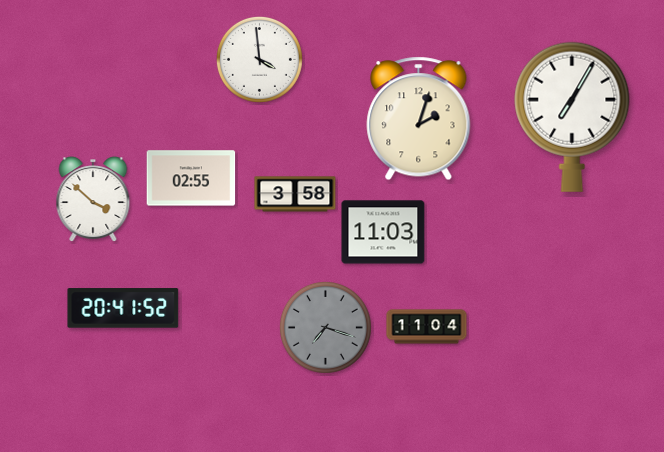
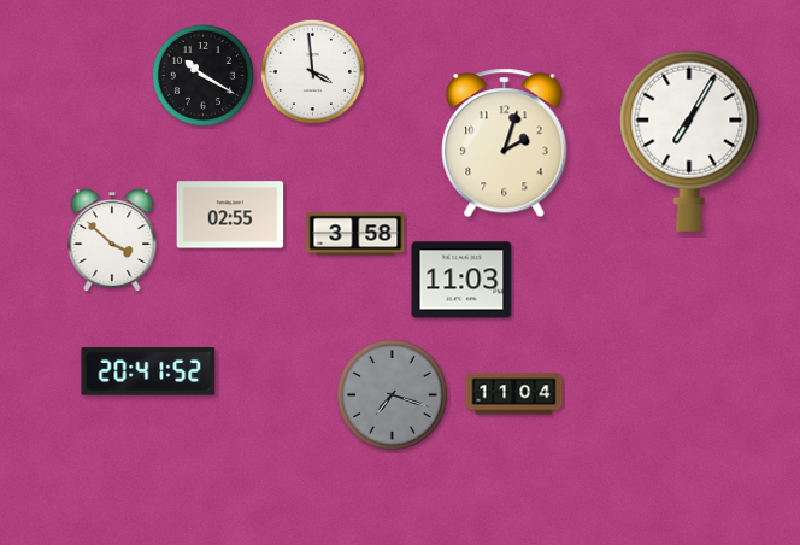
clock at (202, 75): none -> 10:20
